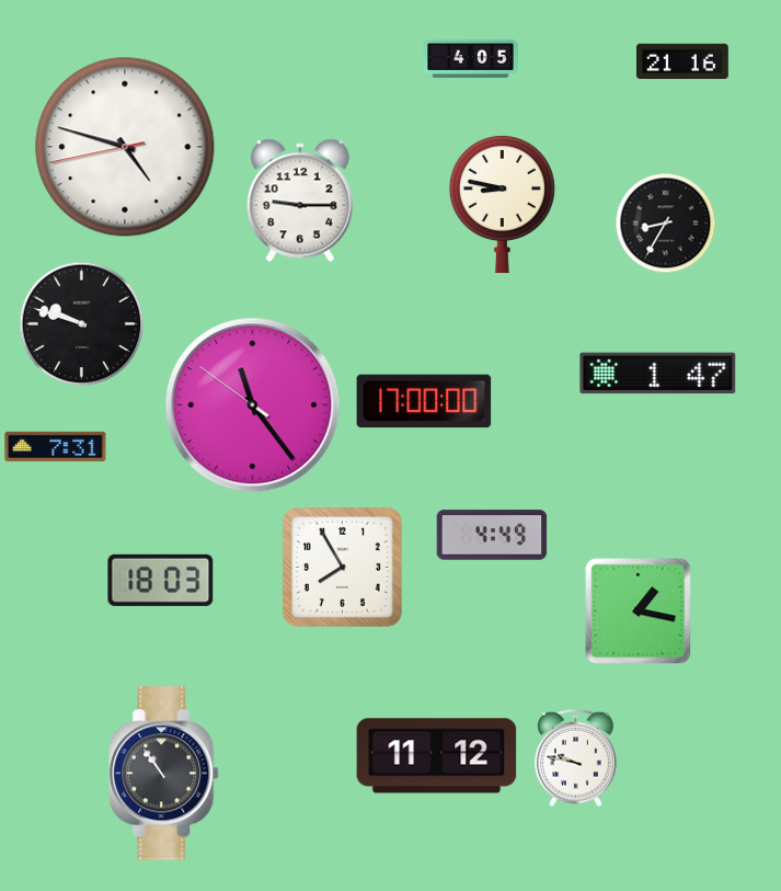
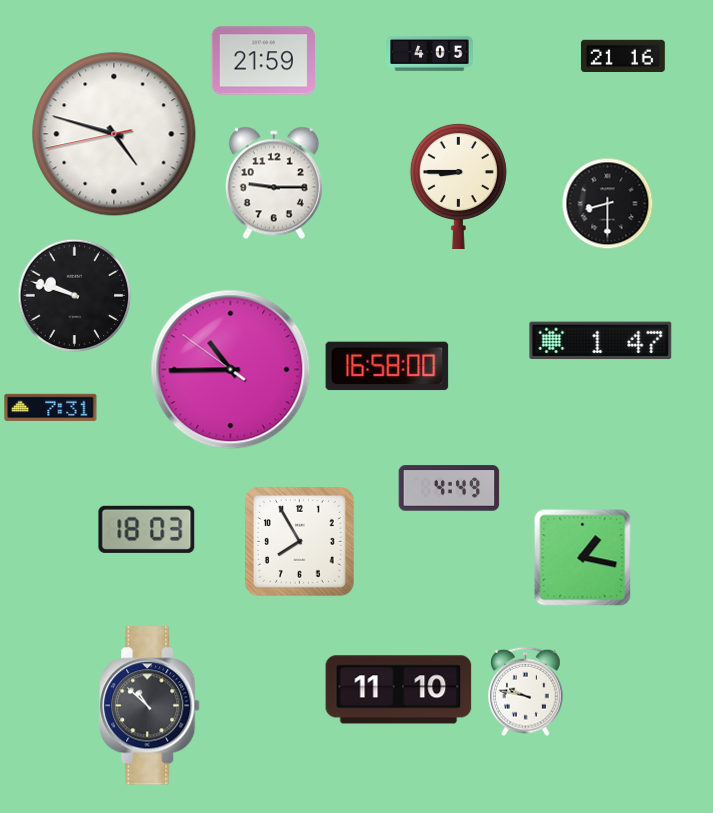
clock at (263, 61): none -> 21:59
clock at (502, 203): 8:47 -> 8:45
clock at (666, 224): 8:35 -> 8:30
clock at (424, 401): 17:00 -> 16:58
clock at (253, 405): 11:23 -> 10:44
clock at (342, 567) position: (342, 567) -> (299, 541)
clock at (437, 756): 11:12 -> 11:10
clock at (164, 774): 10:54 -> 10:52
